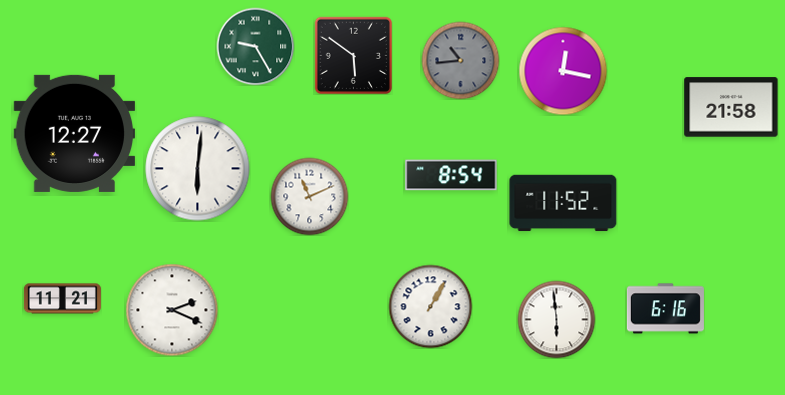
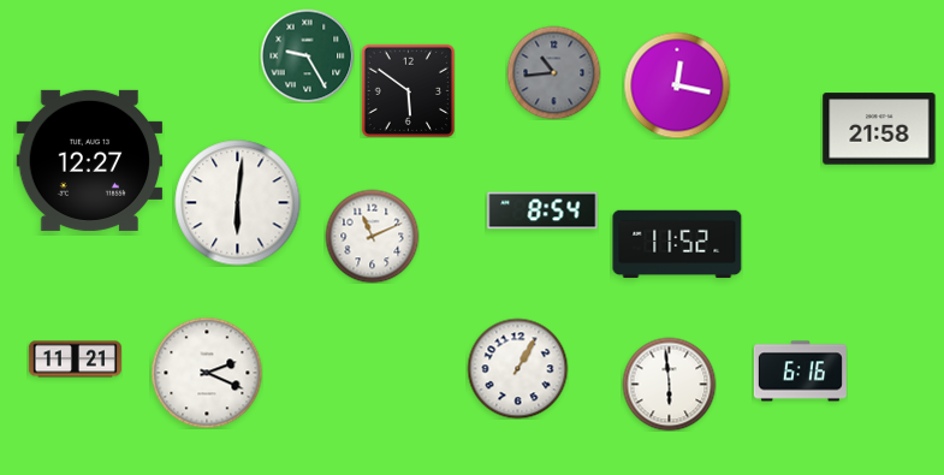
clock at (353, 55) position: (353, 55) -> (408, 90)
